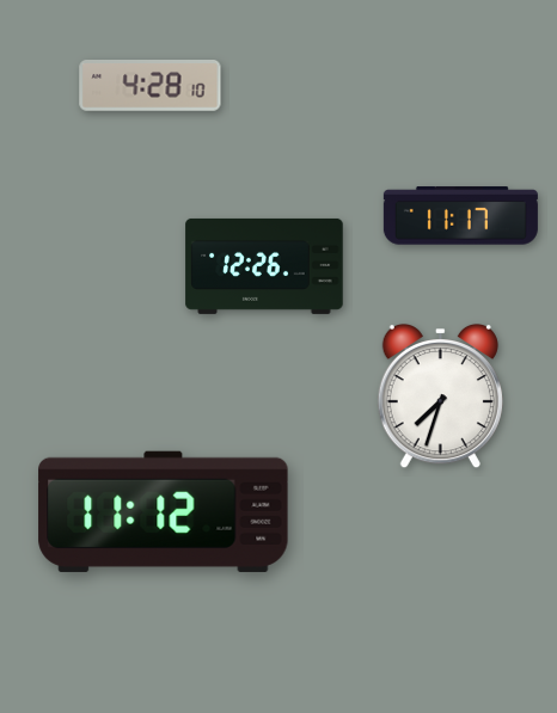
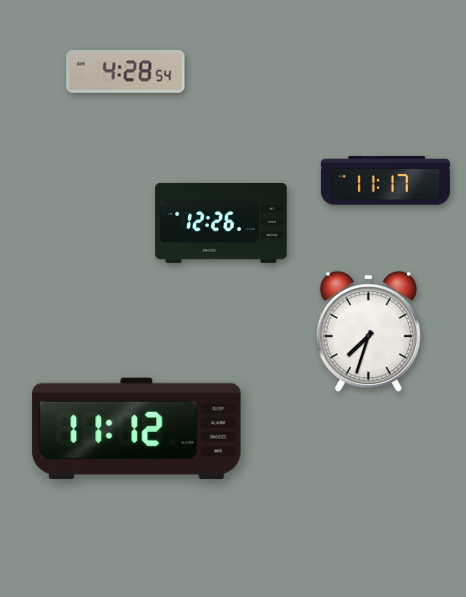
clock at (151, 86): 4:28:10 -> 4:28:54
